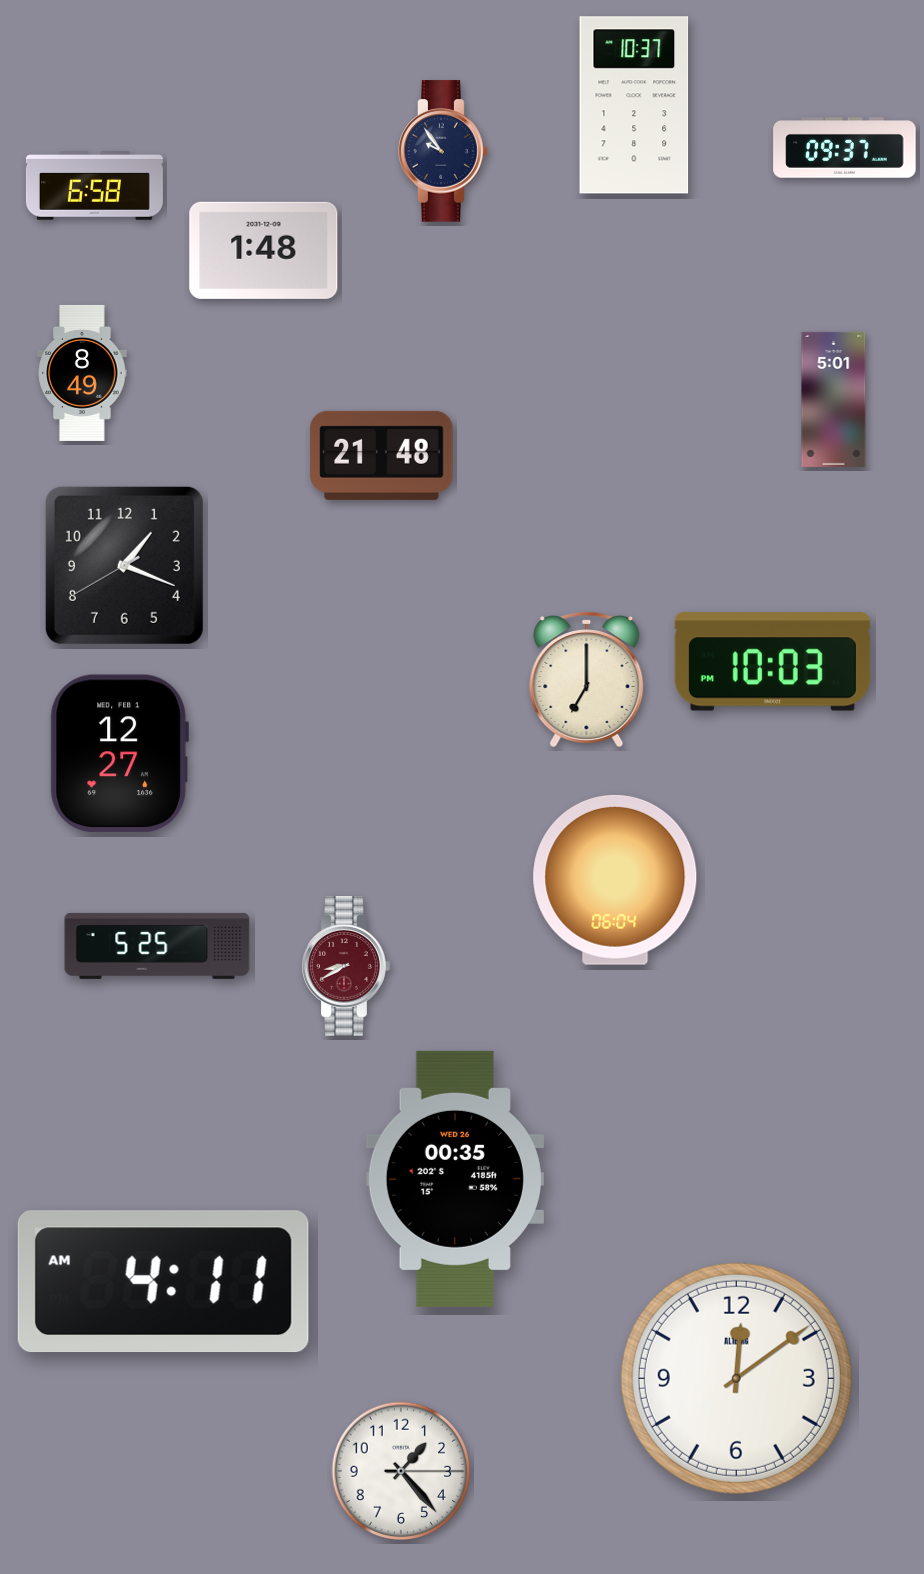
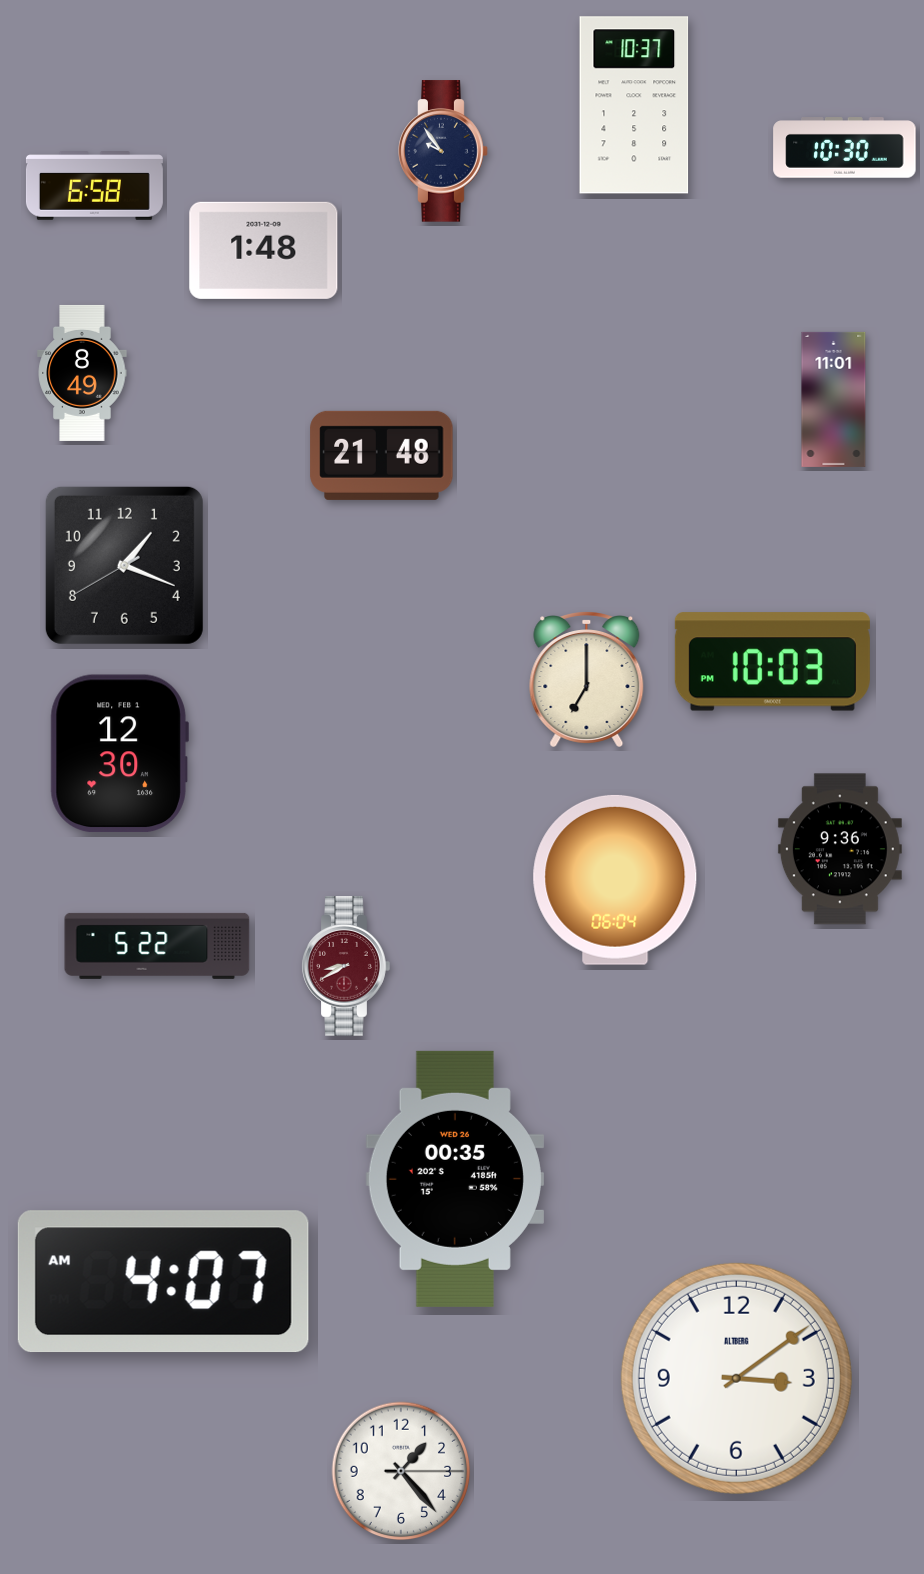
clock at (845, 148): 09:37 -> 10:30
clock at (834, 399): 5:01 -> 11:01
clock at (119, 754): 12:27 -> 12:30
clock at (840, 849): none -> 9:36
clock at (157, 946): 5:25 -> 5:22
clock at (163, 1282): 4:11 -> 4:07
clock at (736, 1378): 12:09 -> 3:09
